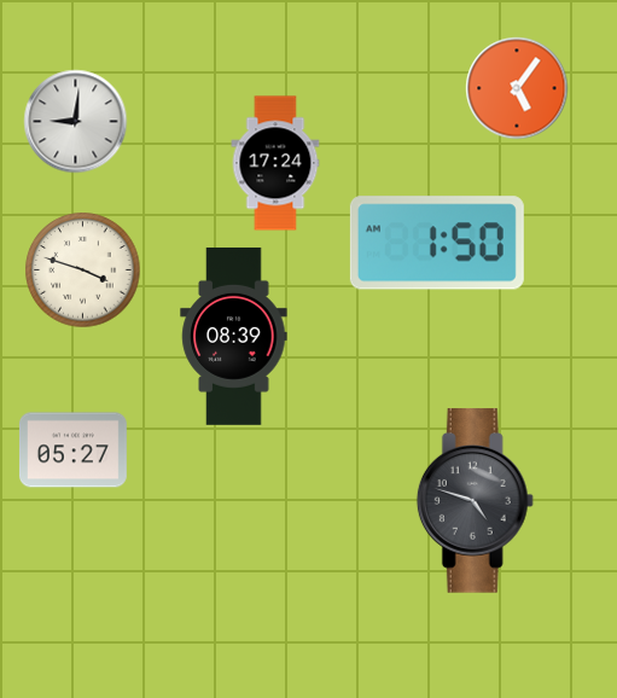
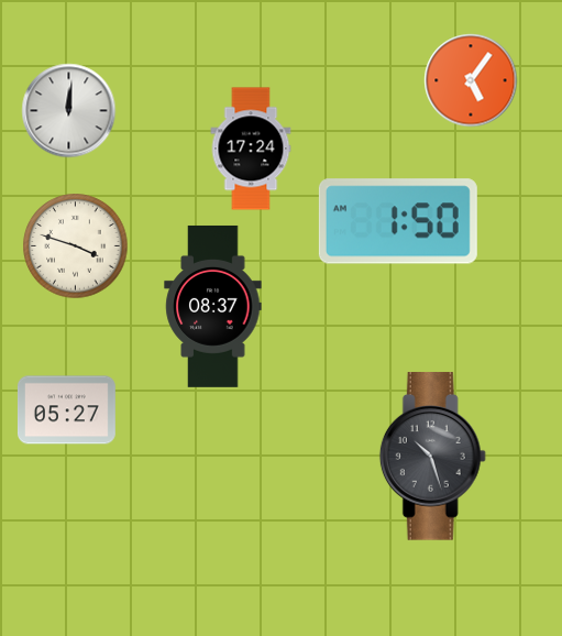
clock at (75, 121): 9:01 -> 12:01
clock at (234, 336): 08:39 -> 08:37
clock at (475, 501): 4:48 -> 10:27
